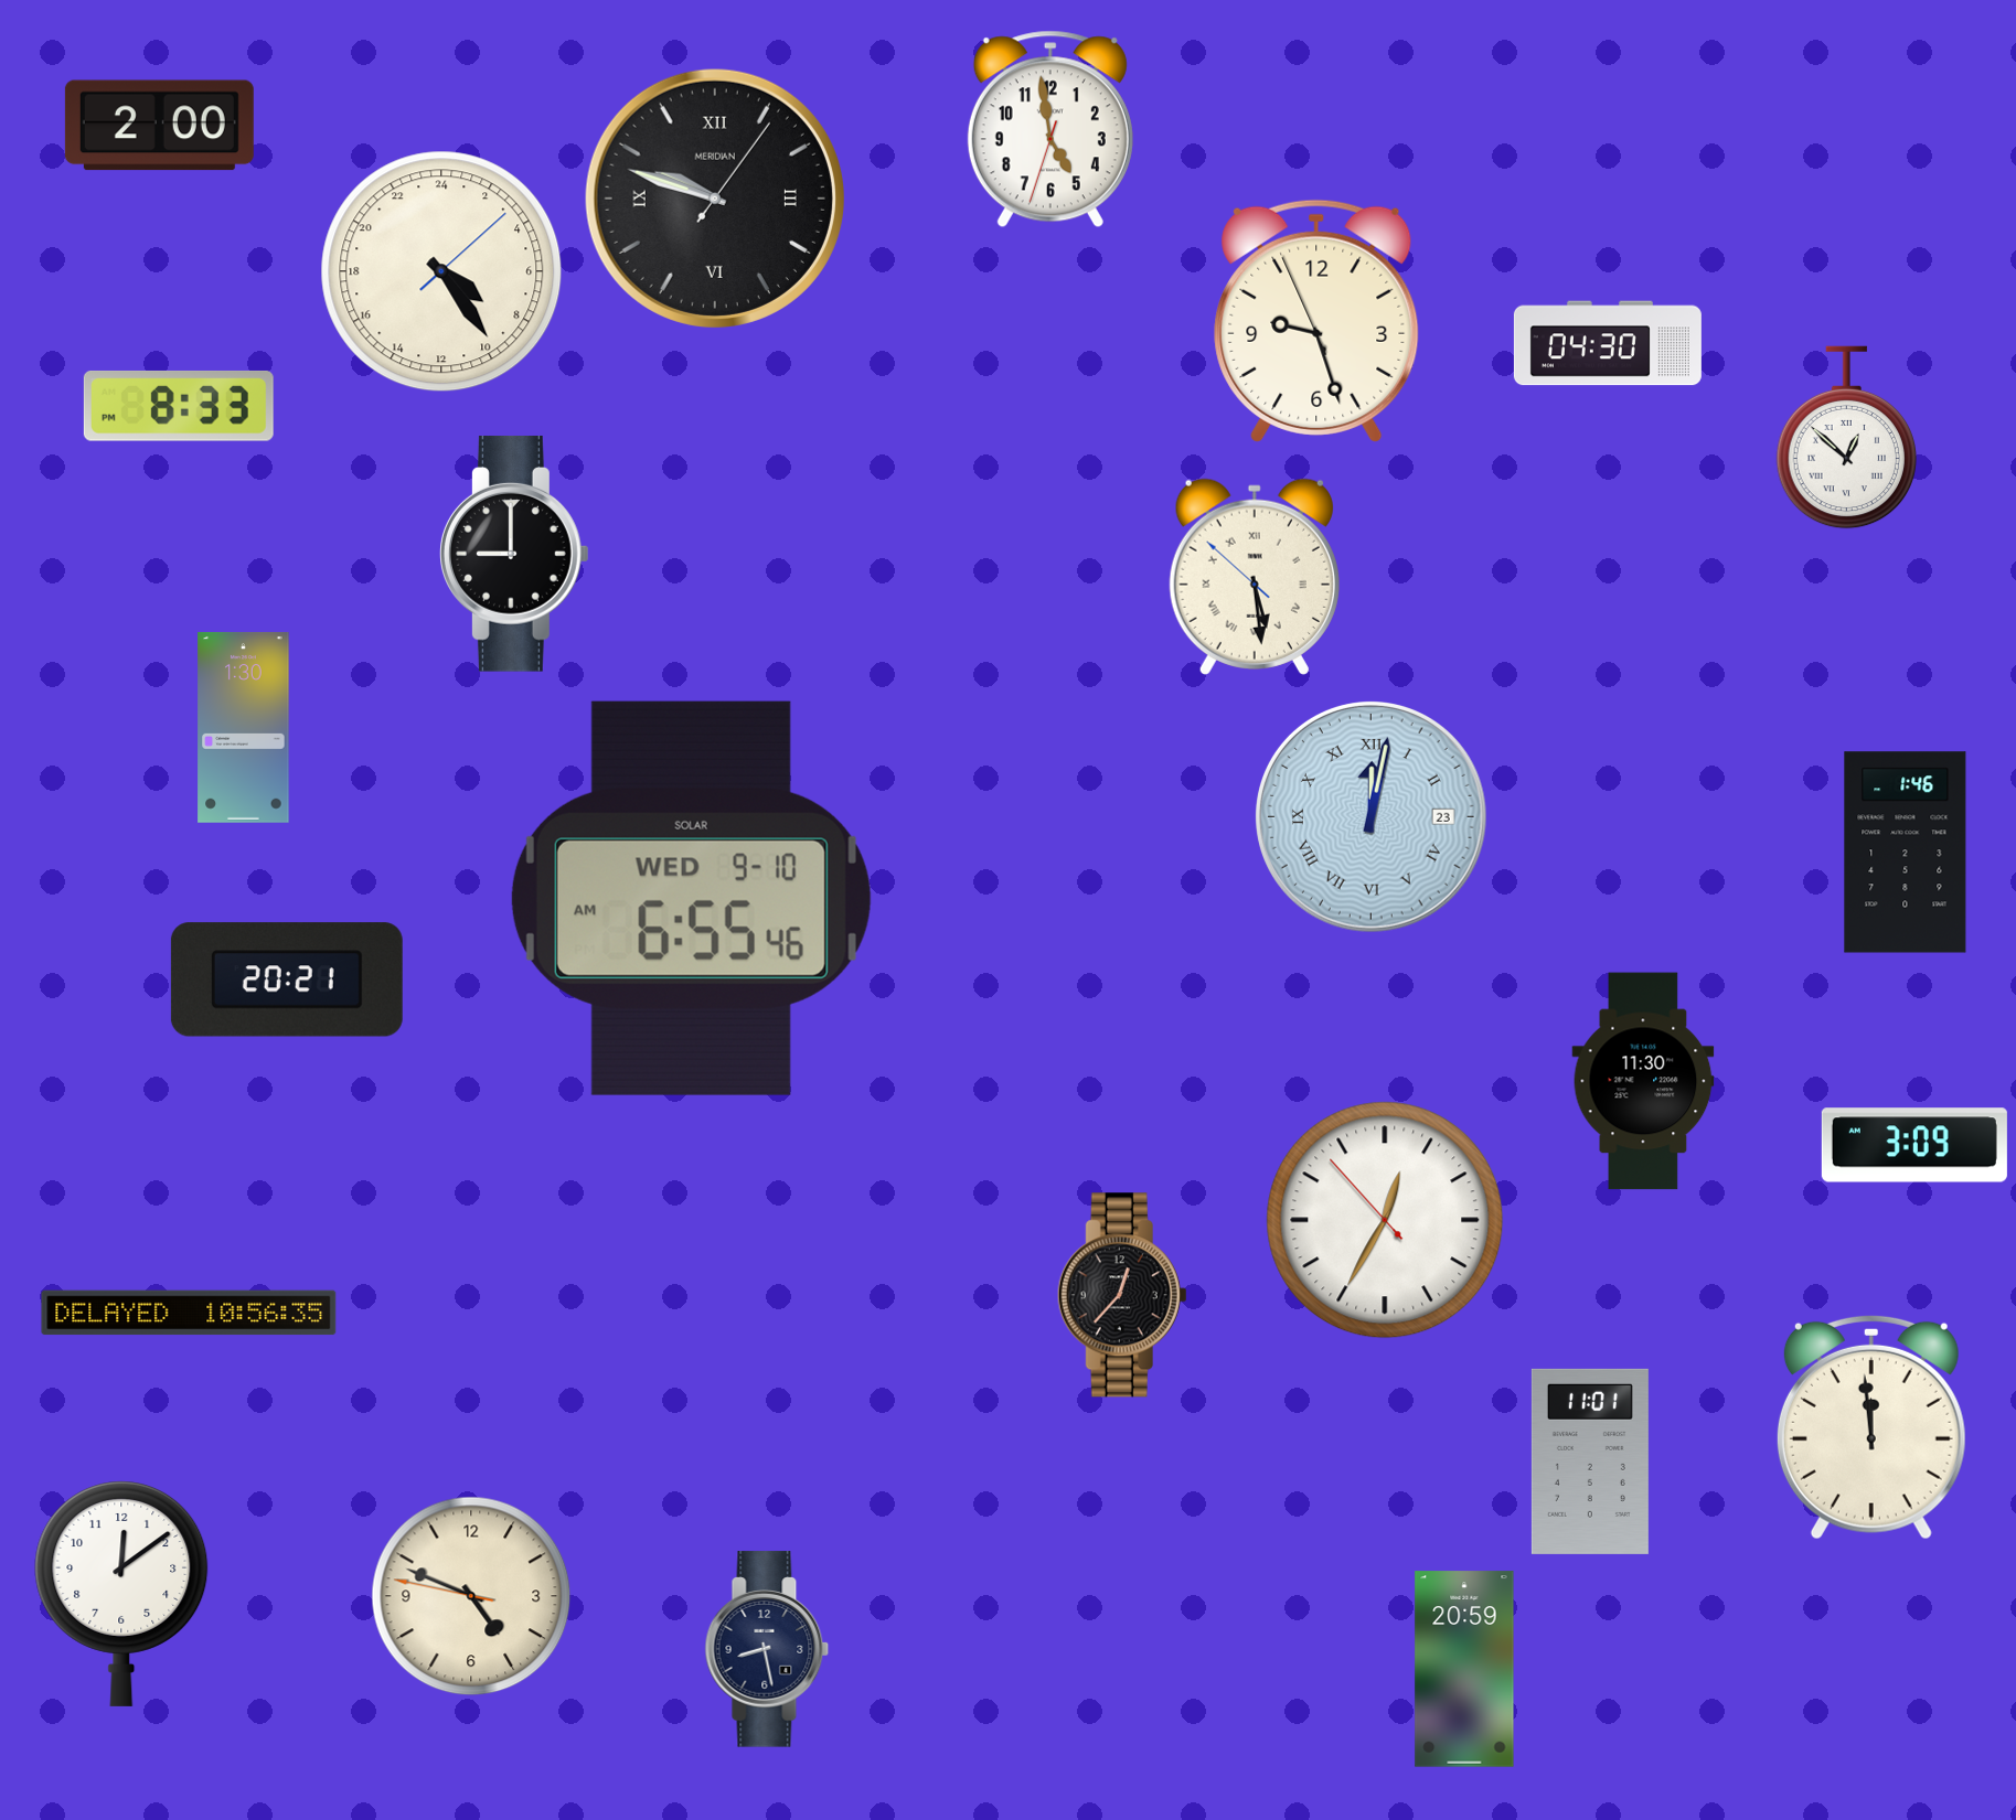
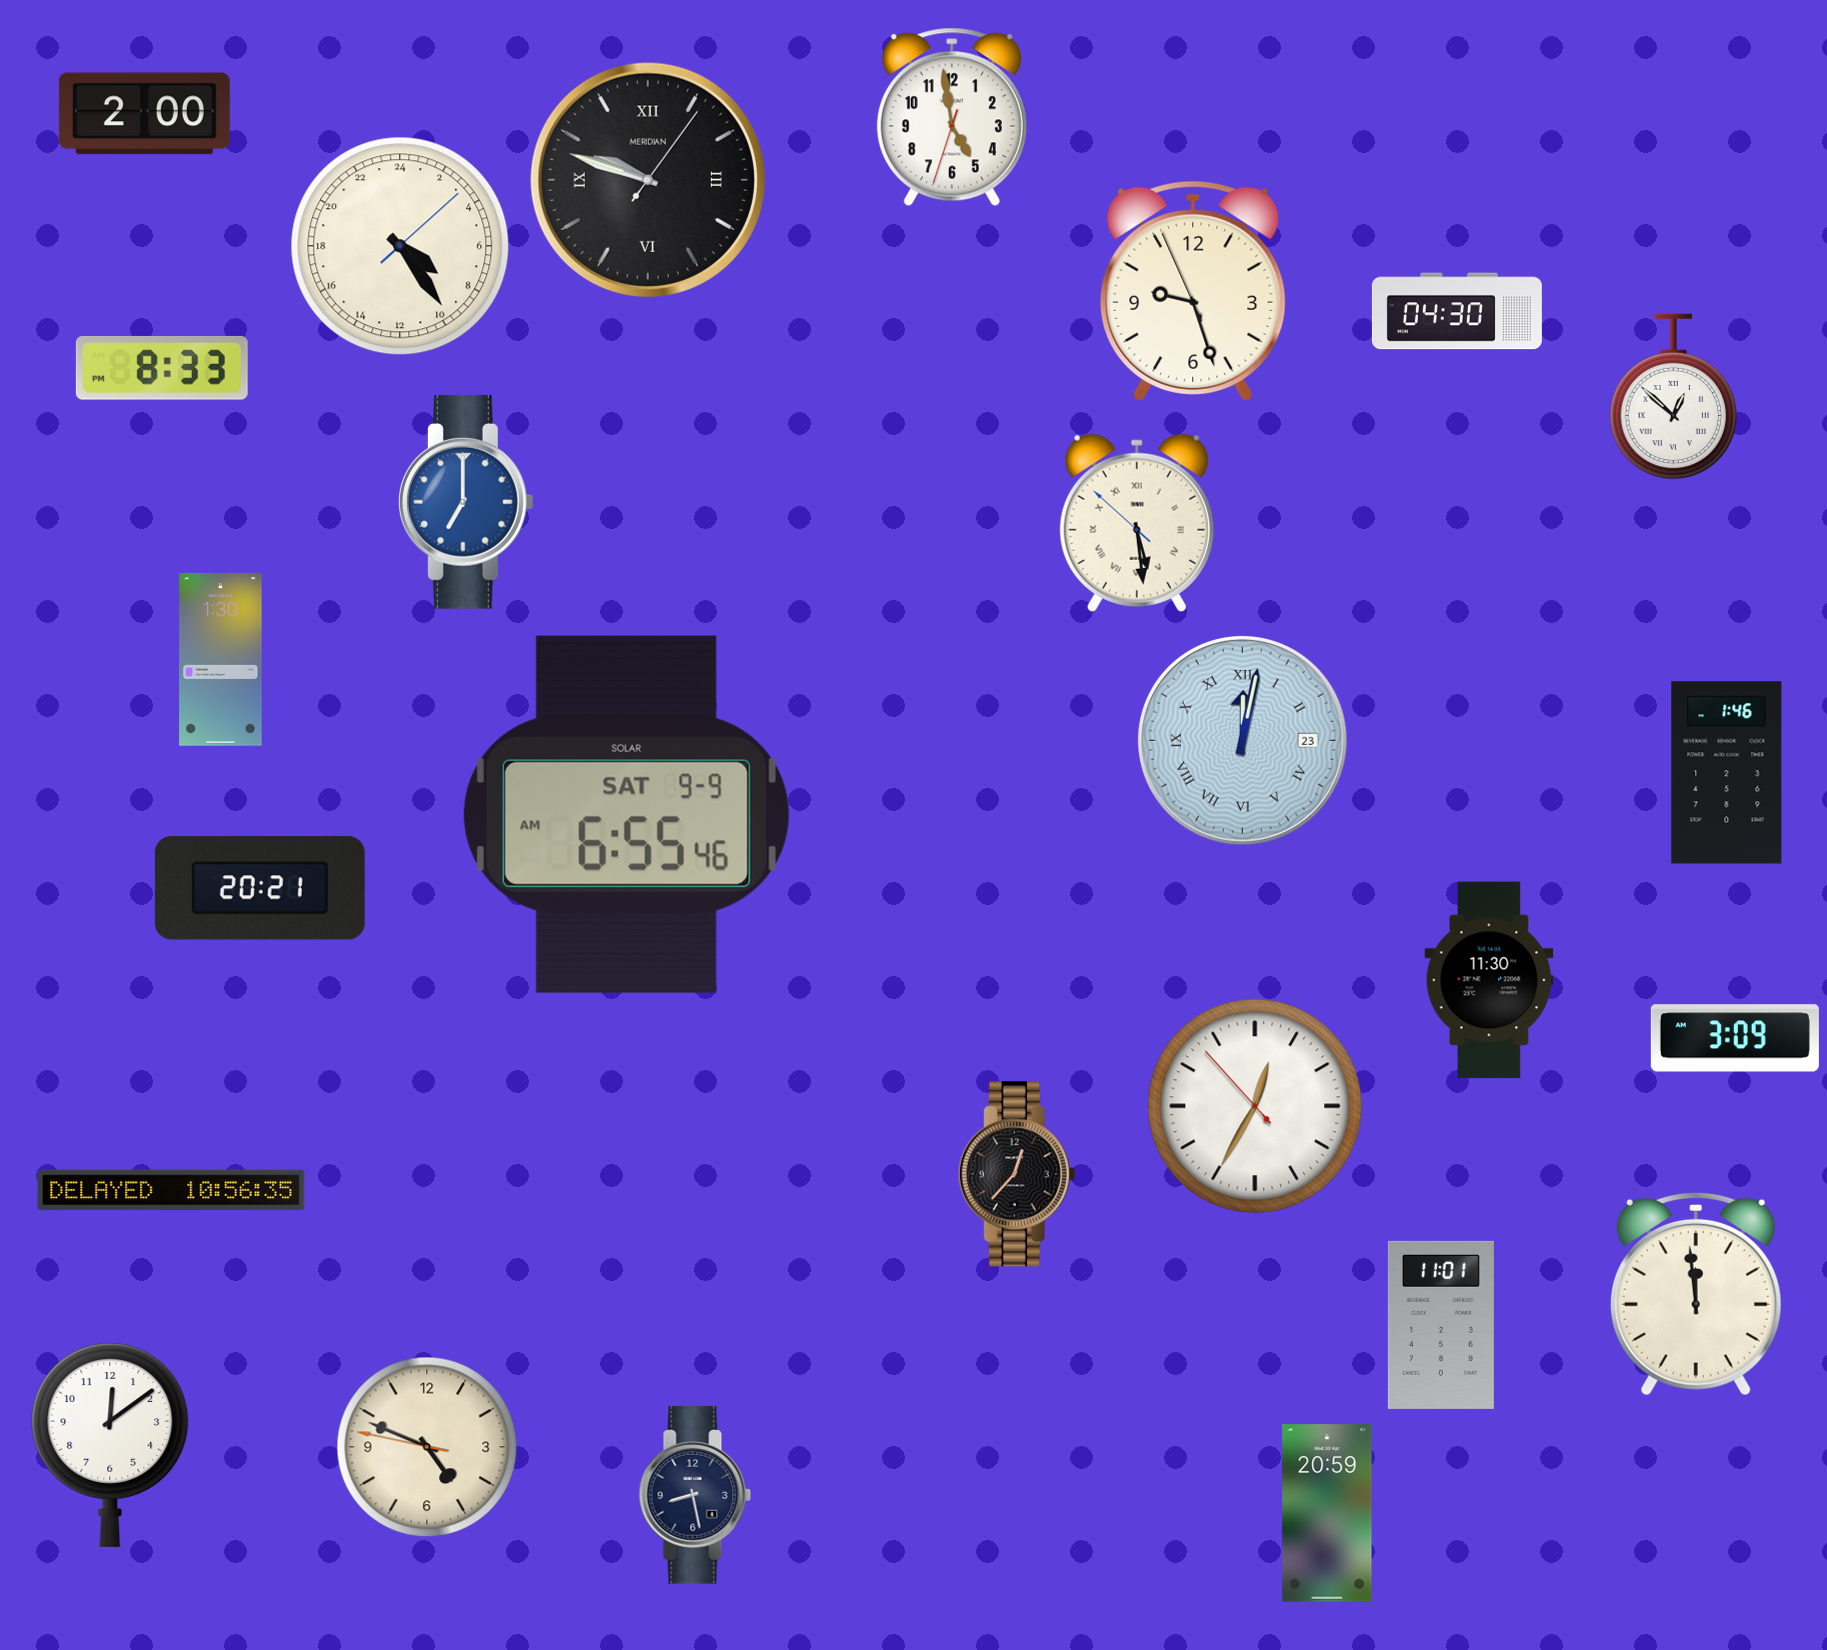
clock at (515, 554): 9:00 -> 7:00
clock at (515, 554) dial: black -> blue
clock at (691, 898) date: WED 9-10 -> SAT 9-9
